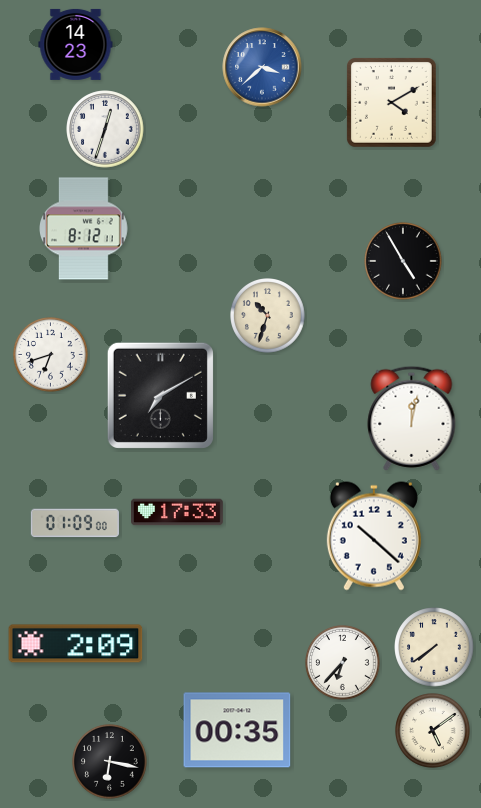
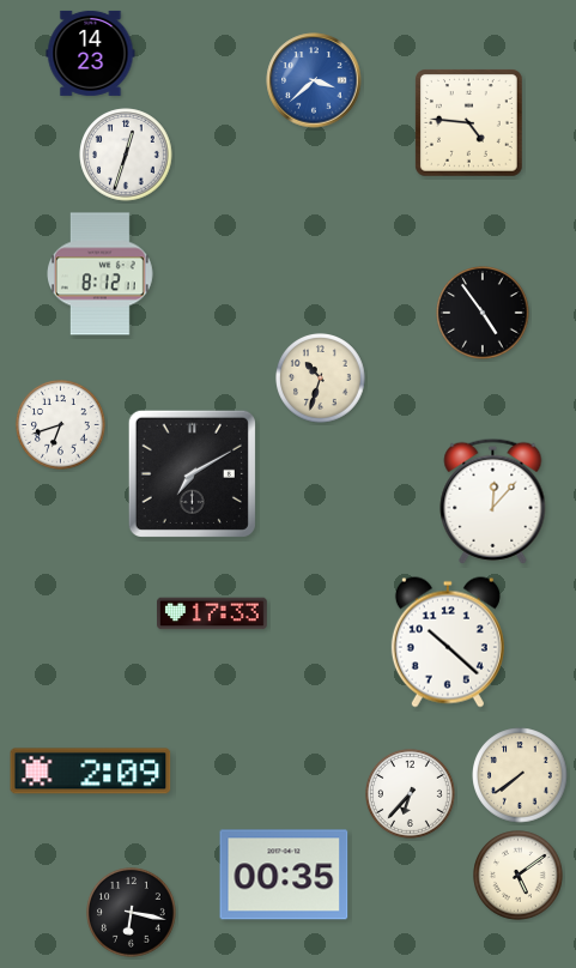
clock at (392, 103): 4:10 -> 4:46
clock at (403, 261): 4:55 -> 4:54
clock at (412, 418): 12:02 -> 12:07
clock at (75, 523): 01:09 -> none
